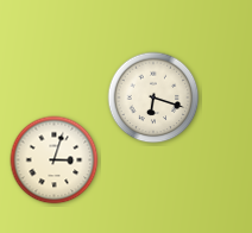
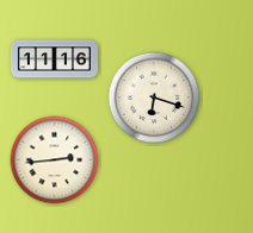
clock at (54, 59): none -> 11:16
clock at (55, 160): 3:03 -> 2:44
